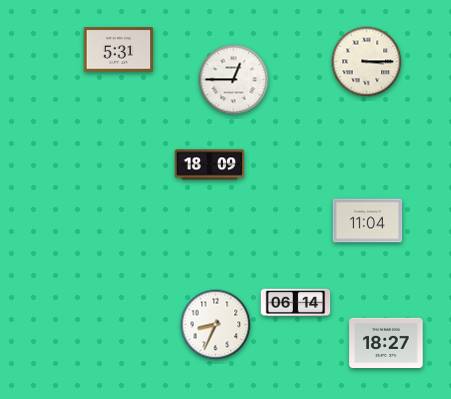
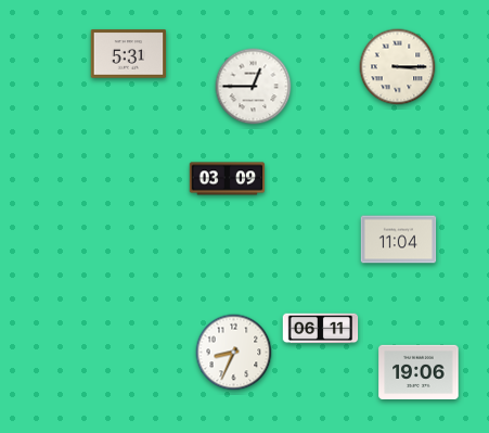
clock at (210, 165): 18:09 -> 03:09
clock at (296, 303): 06:14 -> 06:11
clock at (386, 342): 18:27 -> 19:06
